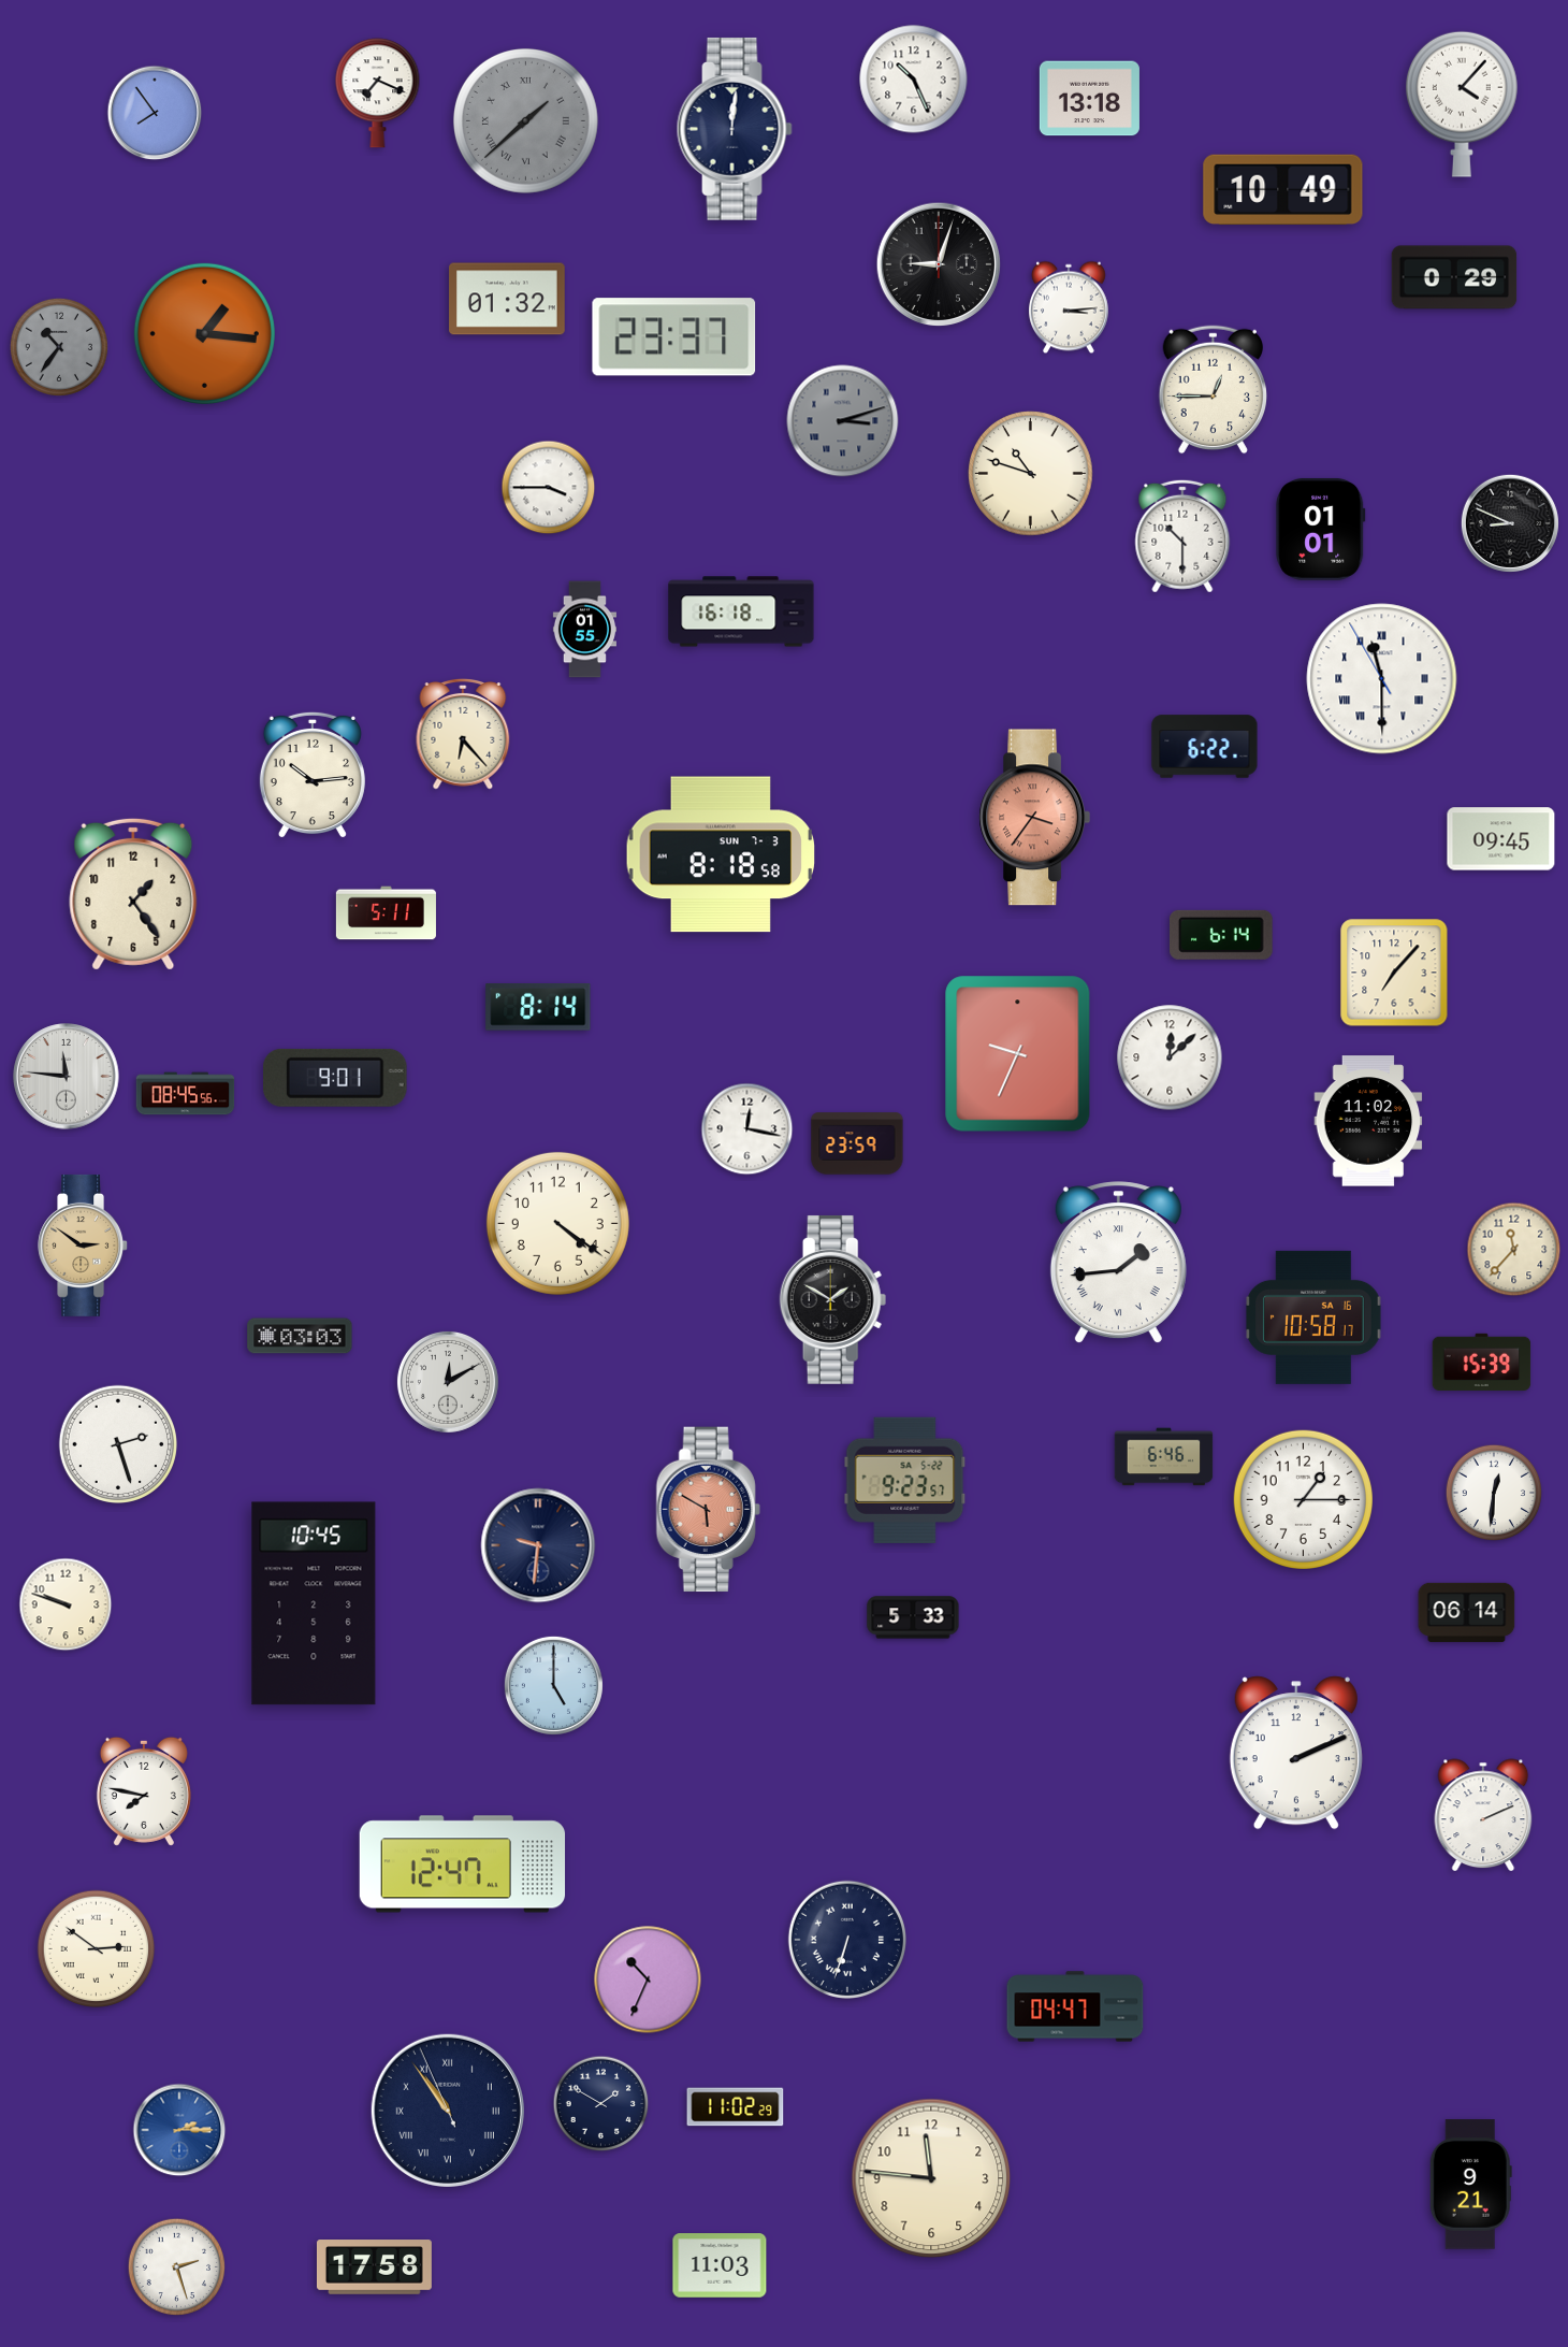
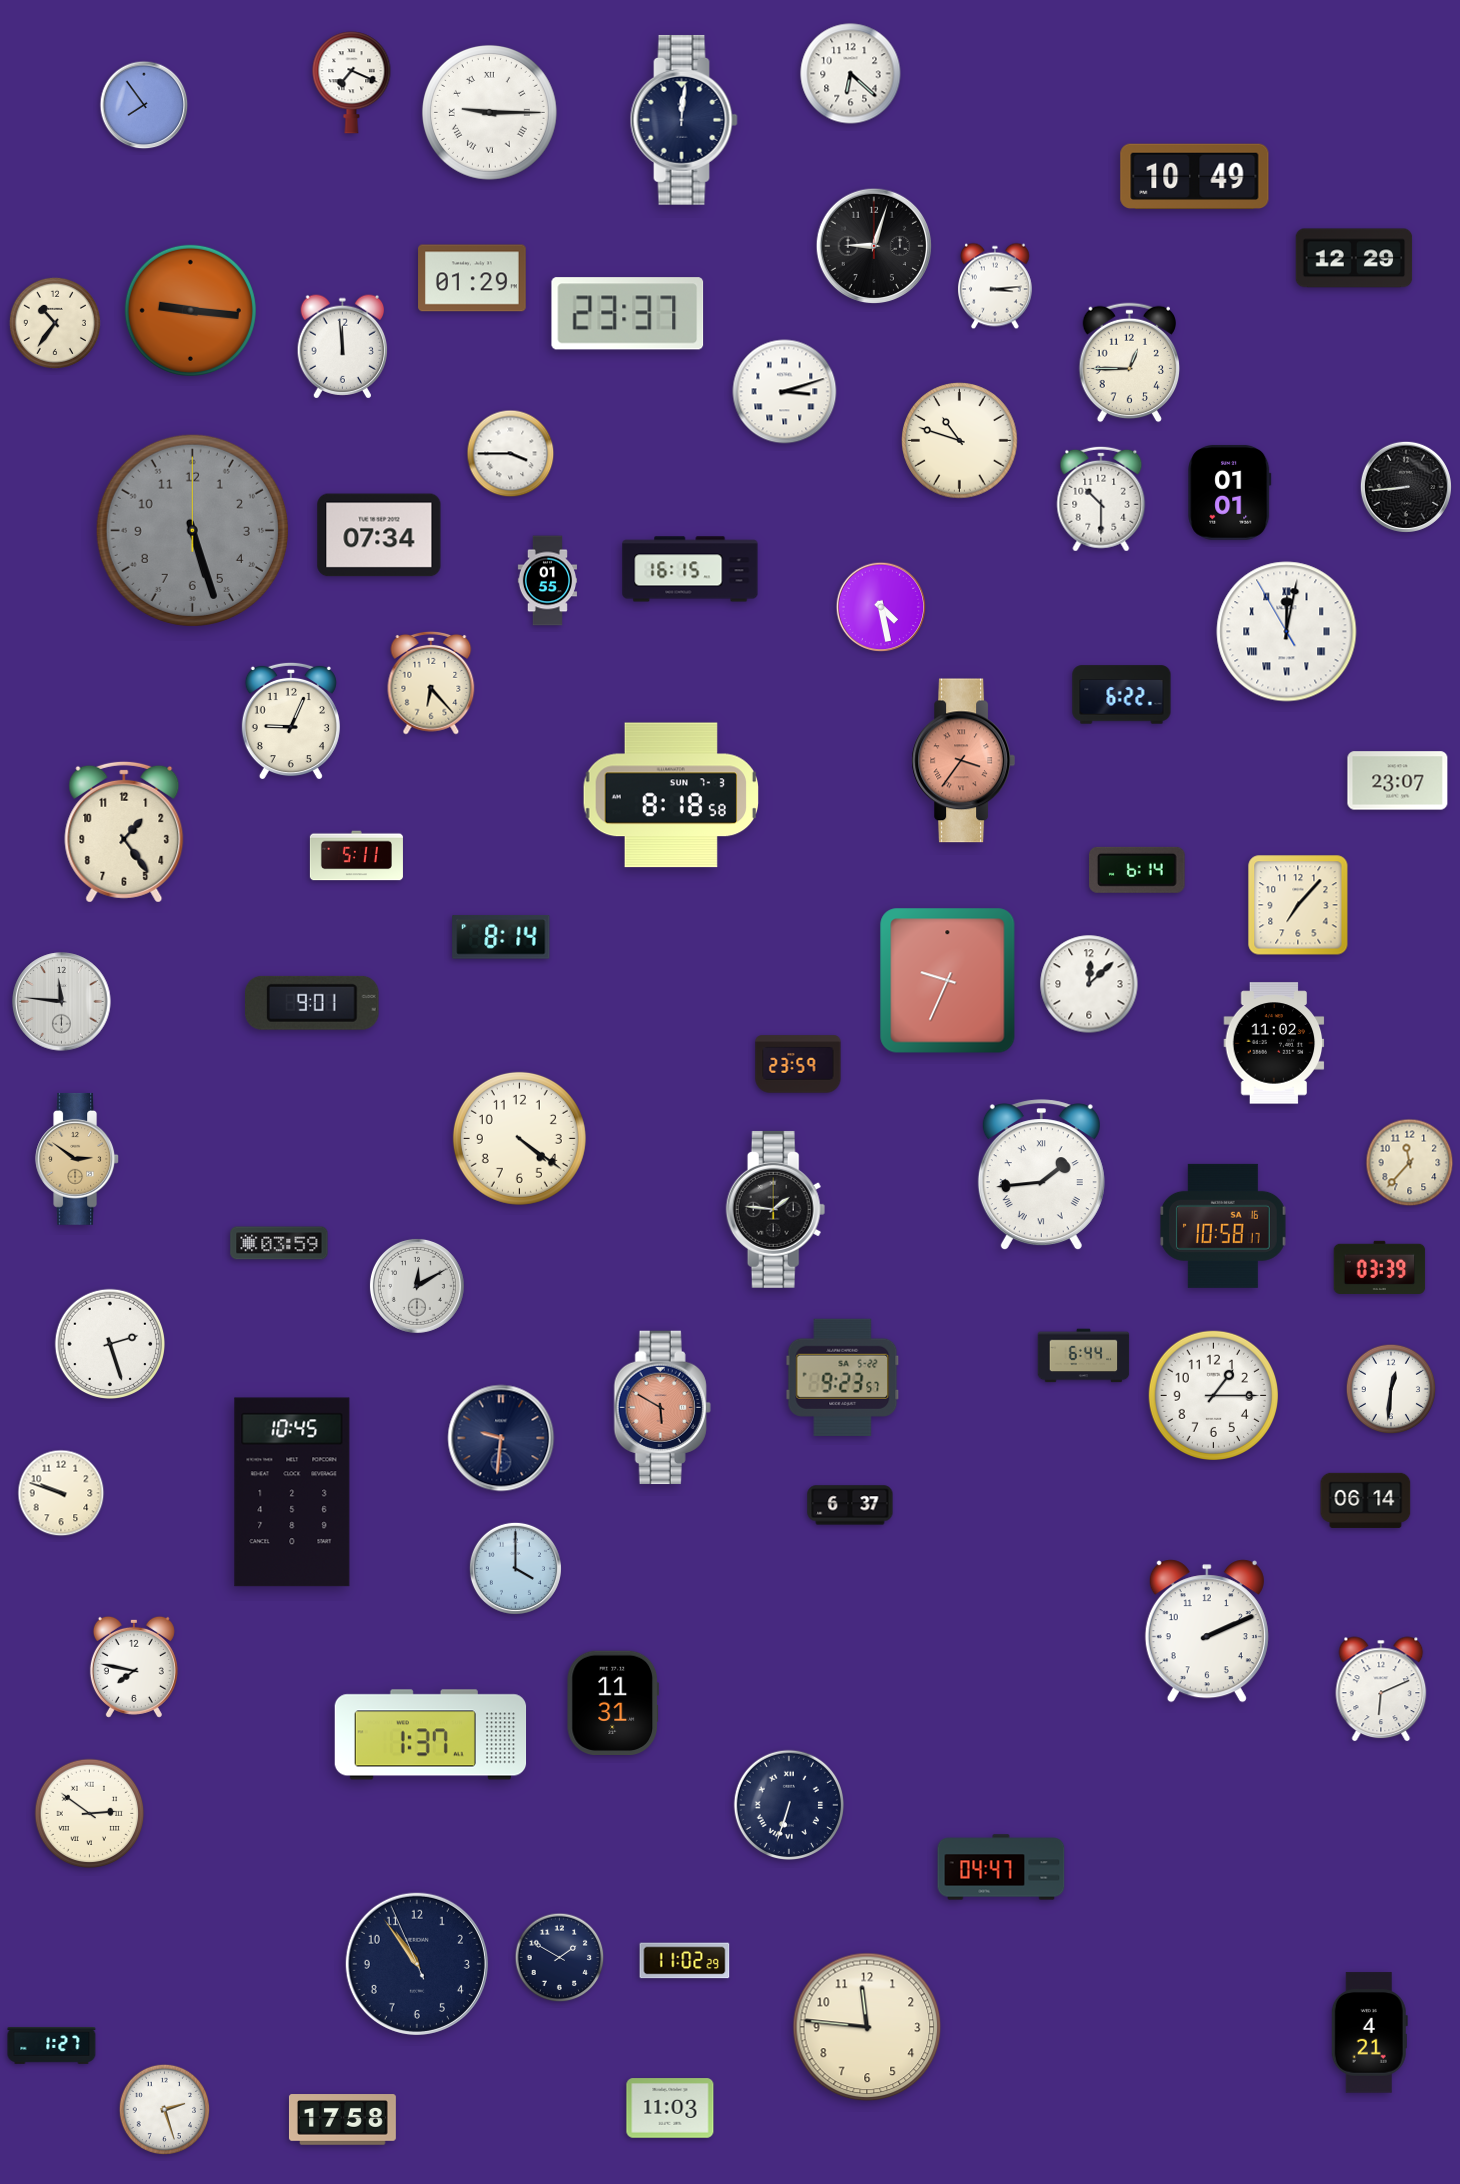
clock at (914, 80): 10:26 -> 6:22
clock at (378, 93) position: (378, 93) -> (352, 83)
clock at (1089, 99): 13:18 -> none
clock at (1462, 104): 4:07 -> none
clock at (525, 120): 1:38 -> 9:15
clock at (525, 120) dial: grey -> white
clock at (1454, 277): 0:29 -> 12:29
clock at (507, 299): 01:32 -> 01:29
clock at (204, 333): 1:16 -> 9:16
clock at (59, 347) dial: grey -> cream
clock at (342, 347): none -> 11:59
clock at (843, 421) dial: grey -> white
clock at (1510, 523): 8:49 -> 8:44
clock at (192, 530): none -> 5:27
clock at (379, 535): none -> 07:34
clock at (741, 611): 16:18 -> 16:15
clock at (584, 630) position: (584, 630) -> (547, 581)
clock at (881, 607): none -> 4:28
clock at (1382, 679): 11:29 -> 12:01
clock at (313, 775): 10:14 -> 9:04
clock at (1501, 839): 09:45 -> 23:07
clock at (386, 913) position: (386, 913) -> (356, 856)
clock at (186, 1094): 08:45 -> none
clock at (747, 1129): 12:17 -> none
clock at (833, 1299): 1:50 -> 1:46
clock at (300, 1336): 03:03 -> 03:59
clock at (1482, 1362): 15:39 -> 03:39
clock at (1164, 1457): 6:46 -> 6:44
clock at (708, 1510) position: (708, 1510) -> (662, 1408)
clock at (913, 1617): 5:33 -> 6:37
clock at (553, 1685): 5:00 -> 4:00
clock at (1483, 1815): 2:11 -> 6:11
clock at (612, 1702): none -> 11:31
clock at (463, 1864): 12:47 -> 1:37
clock at (648, 1979): 10:34 -> none
clock at (448, 2111) numerals: Roman -> Arabic
clock at (179, 2130): 2:15 -> none
clock at (1470, 2185): 9:21 -> 4:21
clock at (52, 2046): none -> 1:27
clock at (374, 2267) position: (374, 2267) -> (342, 2120)
